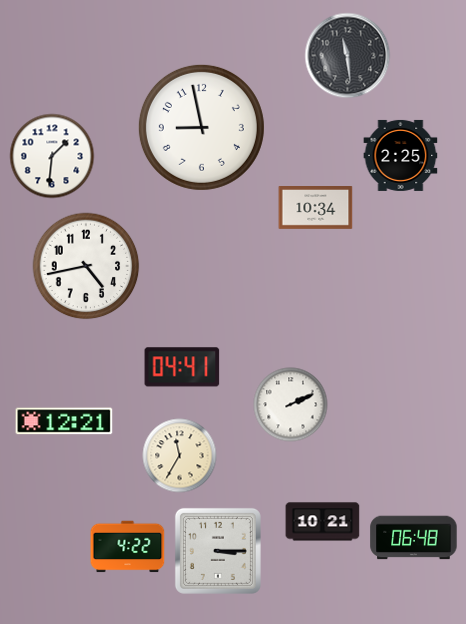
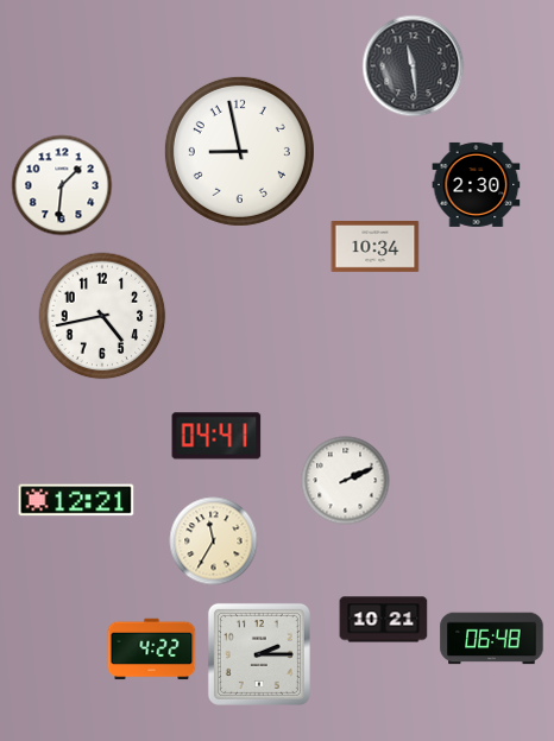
clock at (401, 155): 2:25 -> 2:30
clock at (218, 551): 3:15 -> 2:15
